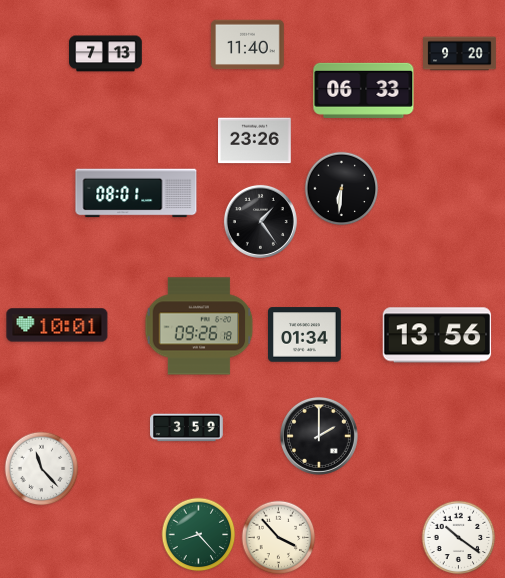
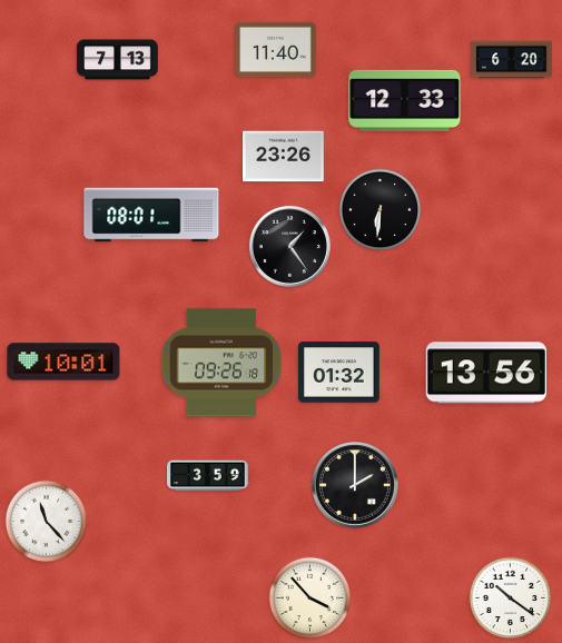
clock at (460, 54): 9:20 -> 6:20
clock at (364, 90): 06:33 -> 12:33
clock at (305, 335): 01:34 -> 01:32
clock at (199, 535): 8:23 -> none
